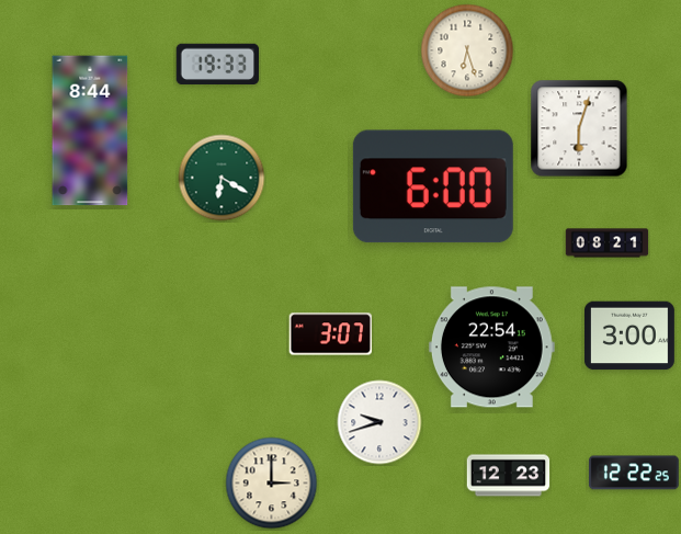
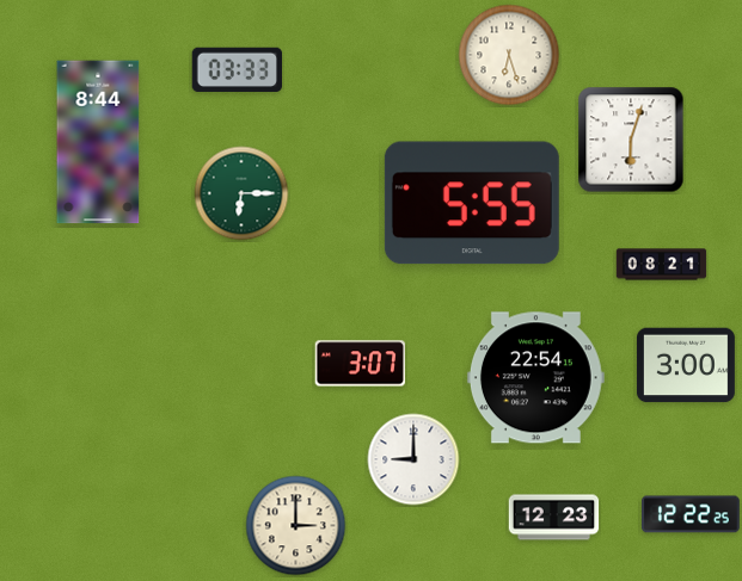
clock at (217, 64): 19:33 -> 03:33
clock at (222, 178): 6:20 -> 6:15
clock at (433, 186): 6:00 -> 5:55
clock at (379, 422): 9:42 -> 9:00
